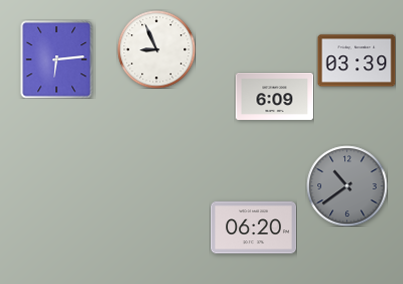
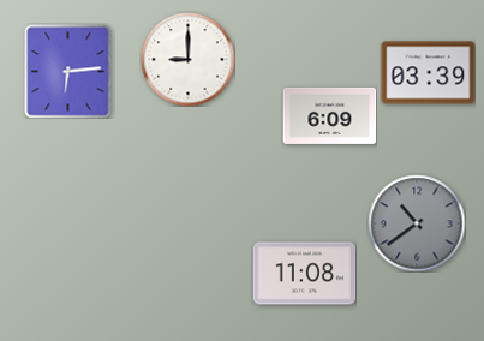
clock at (156, 49): 8:56 -> 9:00
clock at (253, 228): 06:20 -> 11:08
